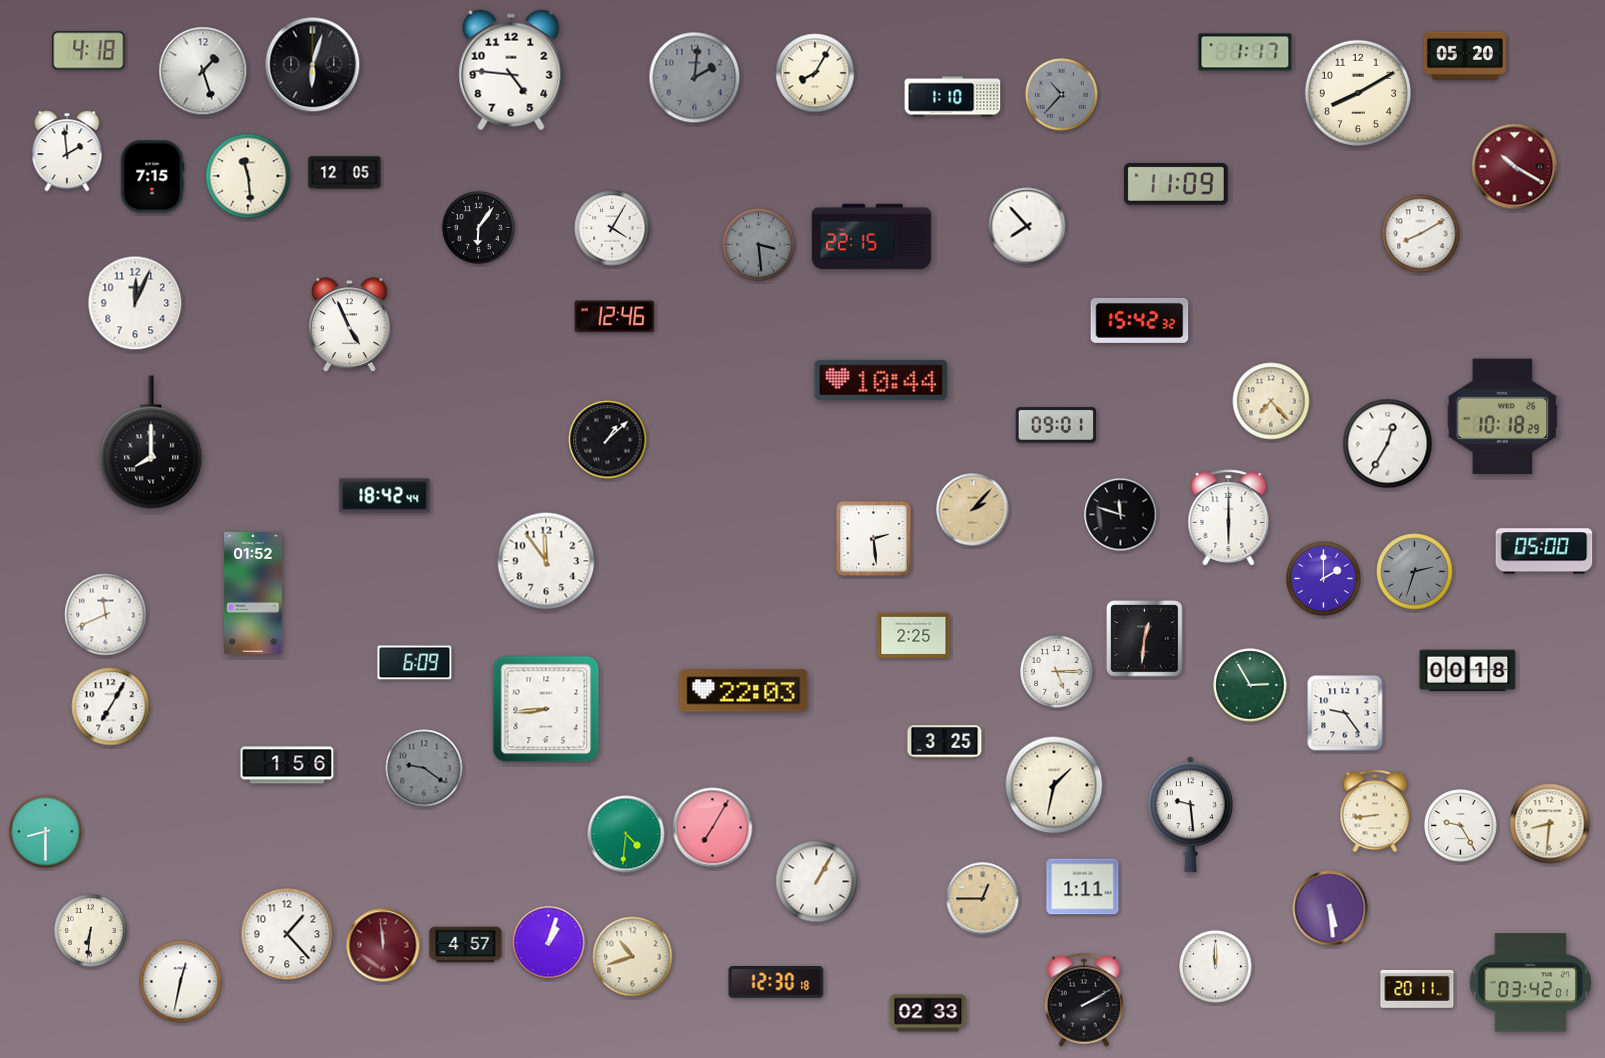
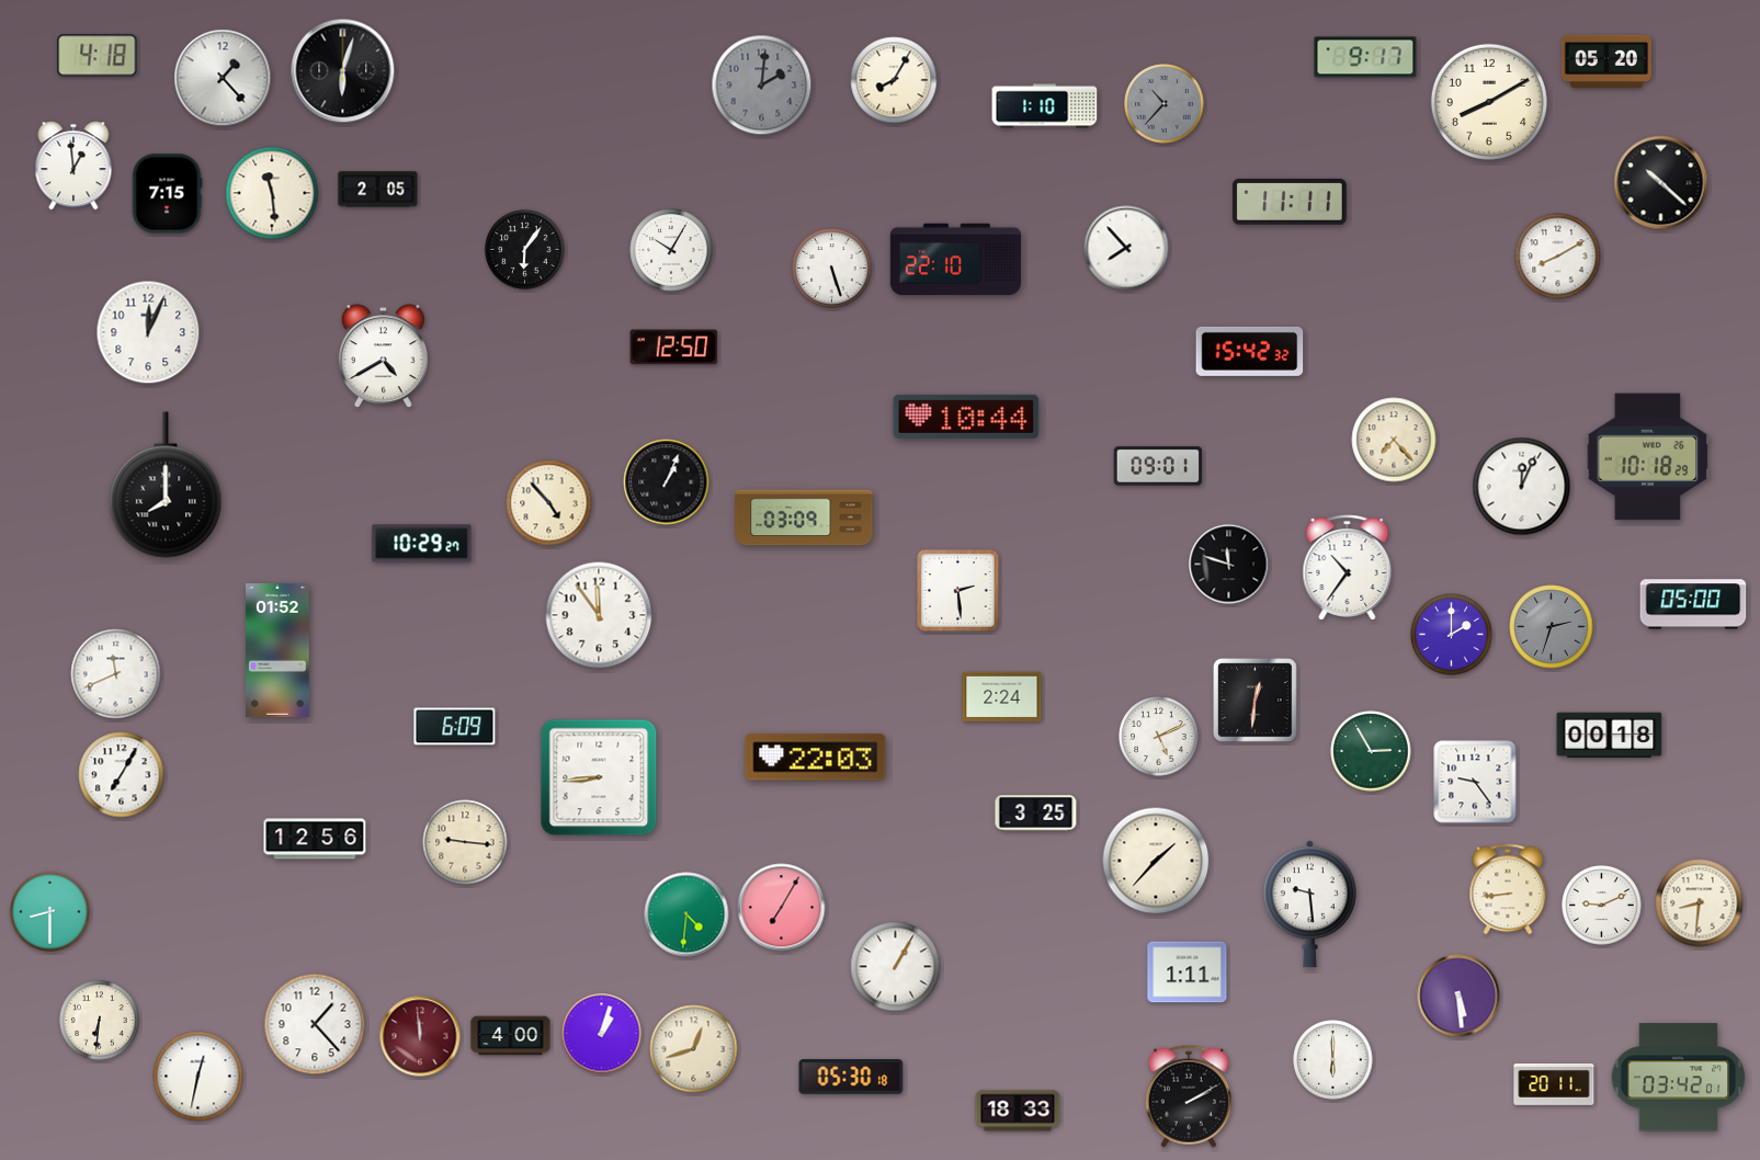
clock at (1245, 52): 1:17 -> 9:17
clock at (511, 70): 4:46 -> none
clock at (203, 71): 1:27 -> 1:23
clock at (67, 151): 1:59 -> 12:59
clock at (1515, 167): 10:20 -> 10:22
clock at (1515, 167) dial: burgundy -> black
clock at (345, 173): 12:05 -> 2:05
clock at (1177, 184): 11:09 -> 11:11
clock at (612, 228): 4:05 -> 10:05
clock at (871, 237): 22:15 -> 22:10
clock at (759, 245): 3:29 -> 5:27
clock at (759, 245) dial: grey -> white
clock at (615, 317): 12:46 -> 12:50
clock at (349, 325): 4:56 -> 4:40
clock at (608, 440): 1:08 -> 1:04
clock at (1388, 444): 12:35 -> 12:04
clock at (549, 503): none -> 4:53
clock at (804, 518): none -> 03:09
clock at (385, 496): 18:42 -> 10:29
clock at (973, 510): 2:07 -> none
clock at (1229, 518): 6:00 -> 10:36
clock at (914, 636): 2:25 -> 2:24
clock at (1057, 672): 5:15 -> 5:11
clock at (287, 765): 1:56 -> 12:56
clock at (424, 768): 9:21 -> 9:16
clock at (424, 768) dial: grey -> cream
clock at (1054, 785): 1:32 -> 1:37
clock at (1190, 815) position: (1190, 815) -> (1309, 905)
clock at (1461, 826): 9:25 -> 9:11
clock at (983, 899): 12:45 -> none
clock at (466, 945): 4:57 -> 4:00
clock at (633, 957): 10:42 -> 12:42
clock at (1216, 967): 12:00 -> 6:00
clock at (776, 982): 12:30 -> 05:30
clock at (928, 1013): 02:33 -> 18:33
